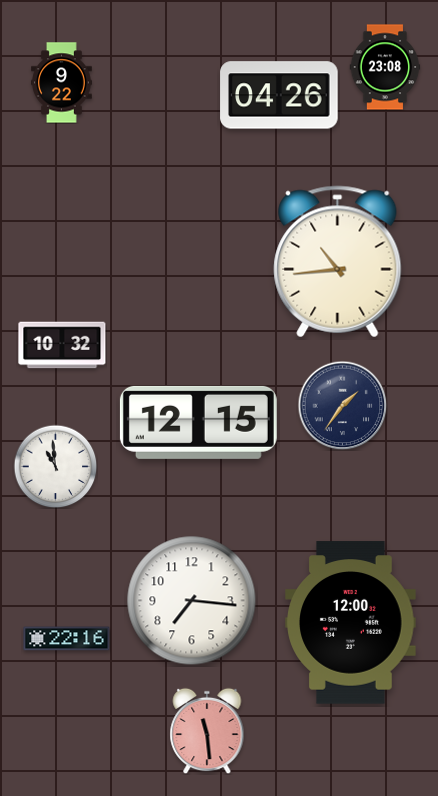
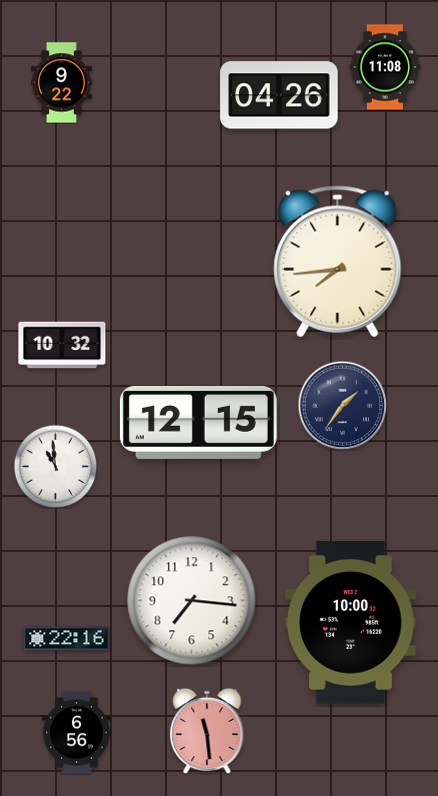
clock at (385, 67): 23:08 -> 11:08
clock at (338, 262): 10:44 -> 7:44
clock at (351, 623): 12:00 -> 10:00
clock at (77, 733): none -> 6:56
